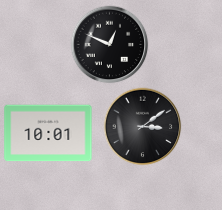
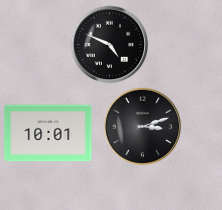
clock at (109, 44): 12:49 -> 4:49
clock at (142, 126): 3:09 -> 3:12
